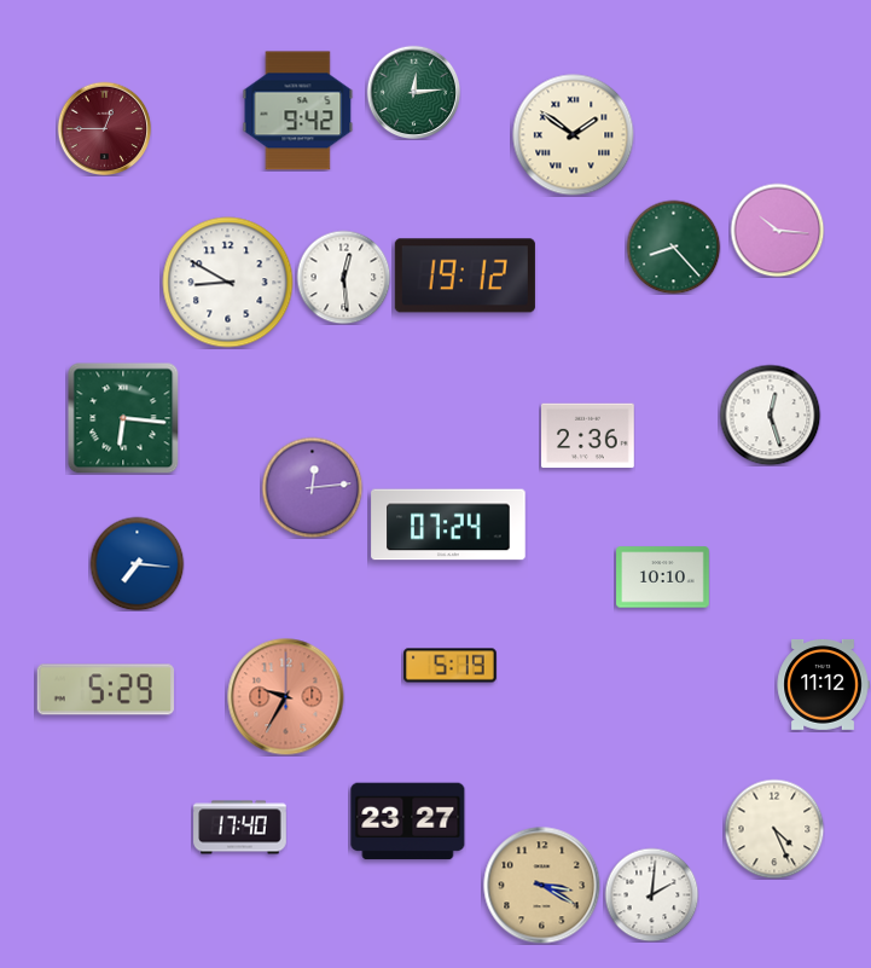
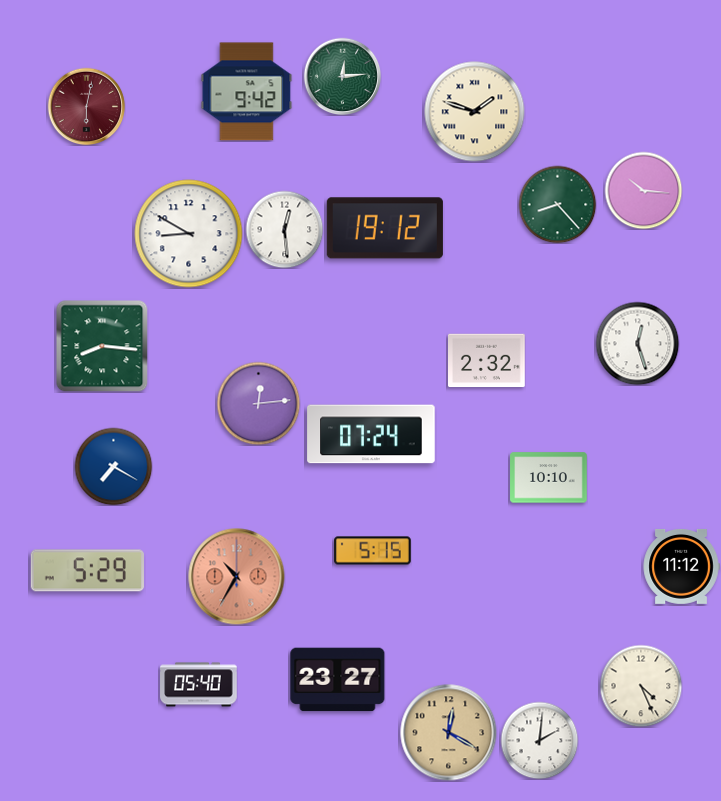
clock at (104, 128): 12:45 -> 6:02
clock at (574, 135): 1:51 -> 1:48
clock at (123, 418): 6:16 -> 8:16
clock at (588, 436): 2:36 -> 2:32
clock at (137, 563): 7:16 -> 7:20
clock at (451, 666): 5:19 -> 5:15
clock at (286, 697): 9:35 -> 10:35
clock at (240, 828): 17:40 -> 05:40
clock at (542, 886): 3:20 -> 12:20
